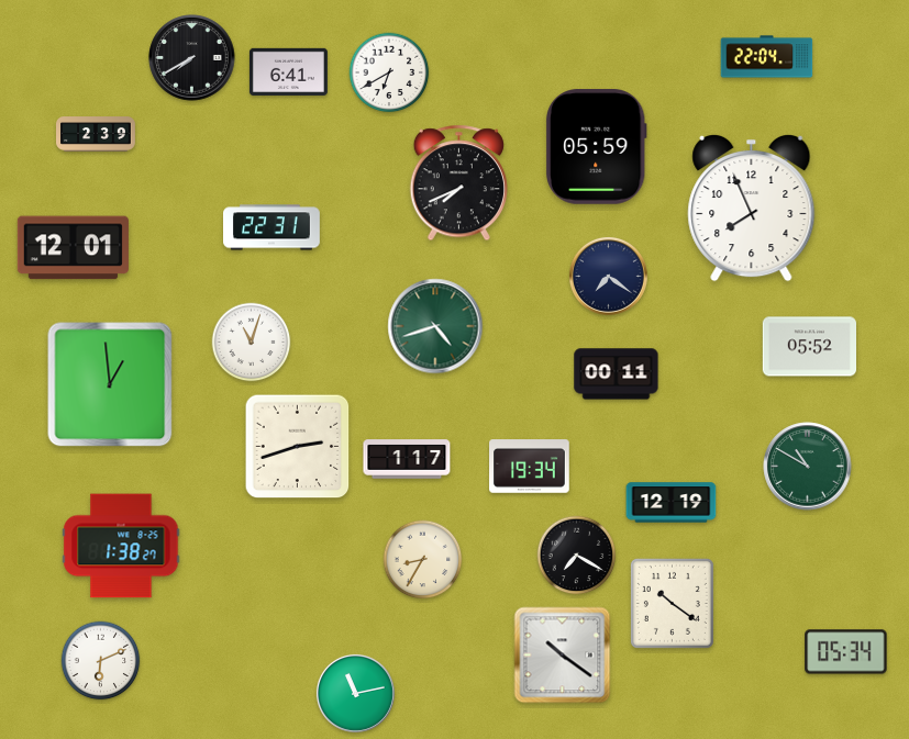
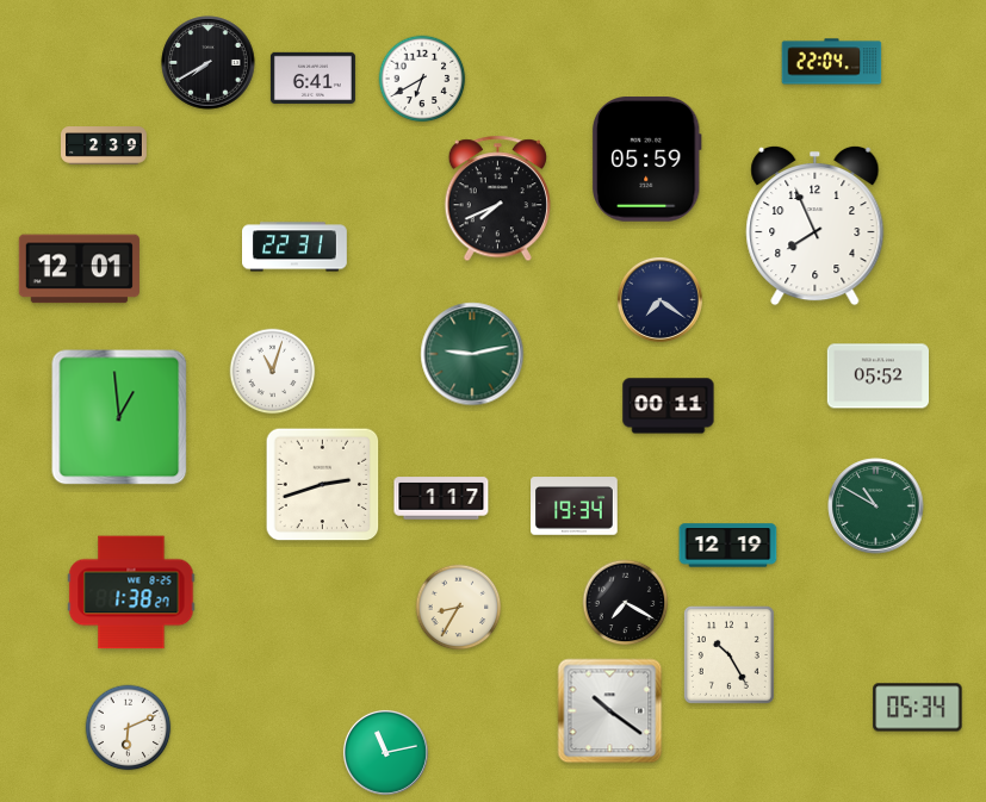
clock at (435, 326): 4:42 -> 9:13
clock at (672, 603): 10:21 -> 10:25
clock at (101, 661) position: (101, 661) -> (129, 728)
